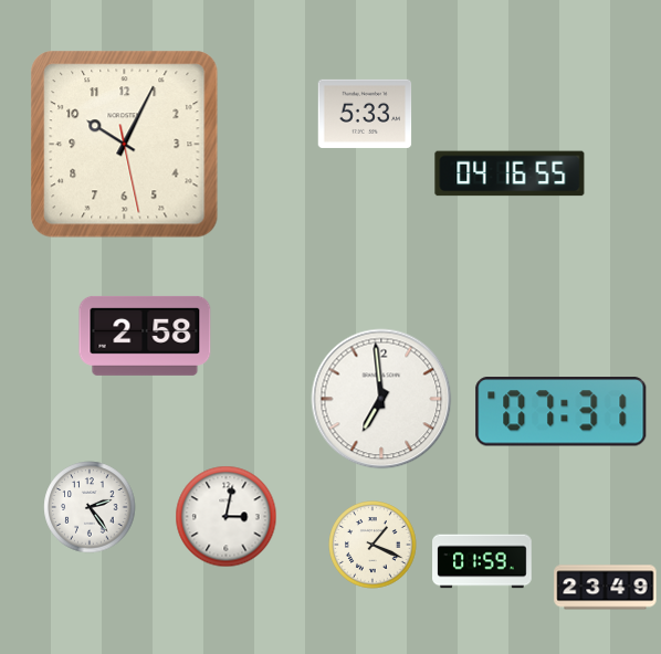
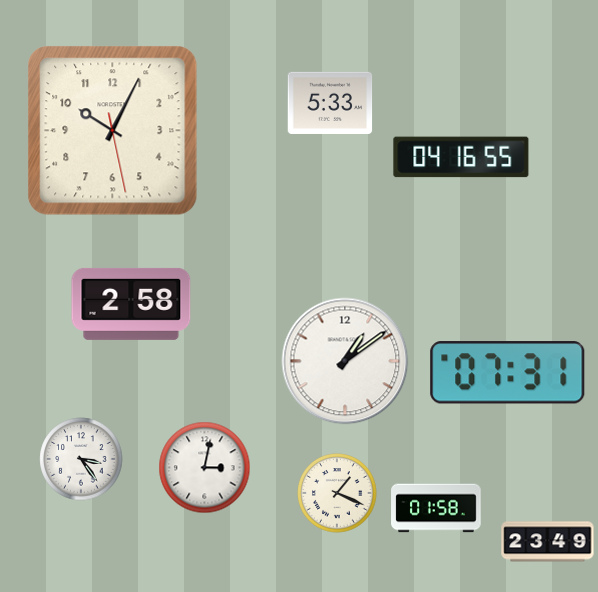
clock at (381, 399): 6:59 -> 1:09
clock at (90, 507): 2:24 -> 3:24
clock at (482, 561): 01:59 -> 01:58
clock at (606, 588) position: (606, 588) -> (548, 542)
